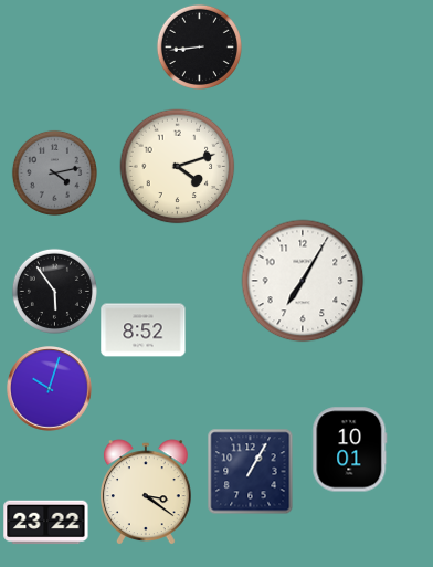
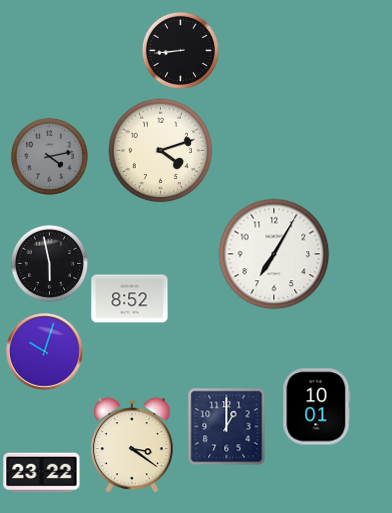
clock at (199, 46) position: (199, 46) -> (180, 50)
clock at (54, 291): 5:54 -> 5:58
clock at (250, 471): 1:05 -> 1:00
